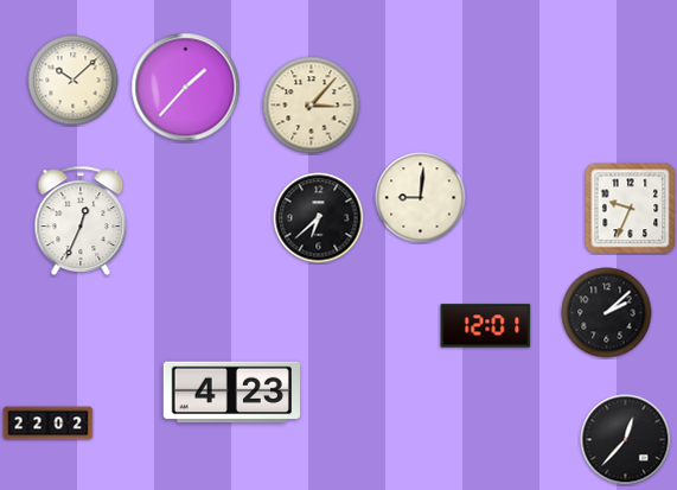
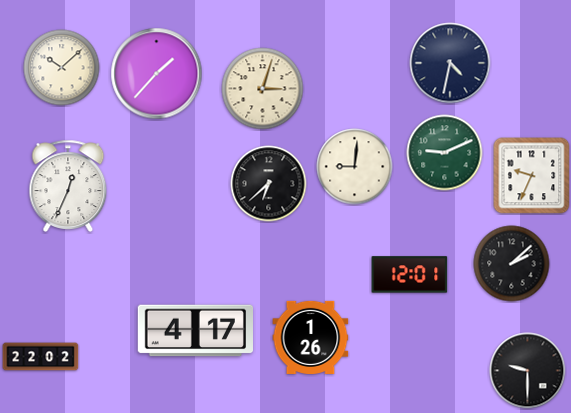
clock at (450, 63): none -> 4:32
clock at (312, 106): 3:07 -> 3:03
clock at (445, 153): none -> 9:11
clock at (231, 393): 4:23 -> 4:17
clock at (311, 337): none -> 1:26
clock at (626, 440): 12:37 -> 9:30
